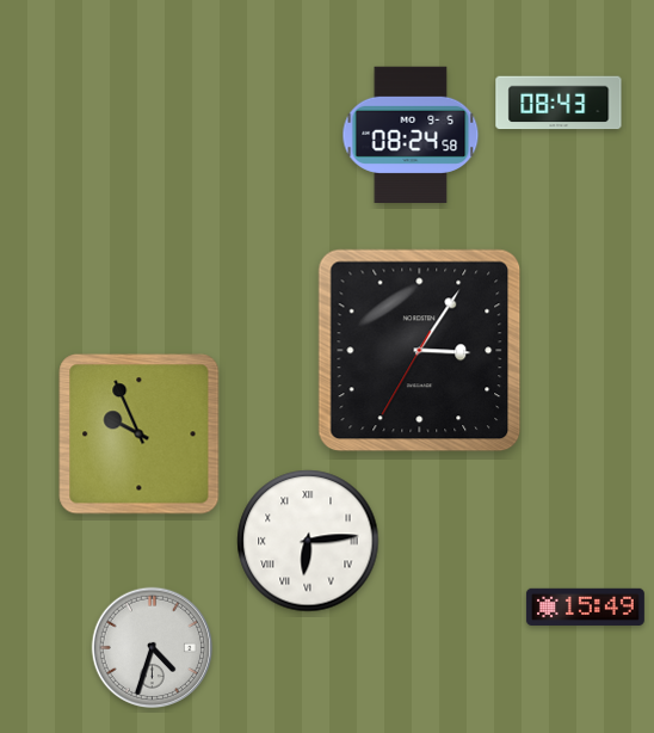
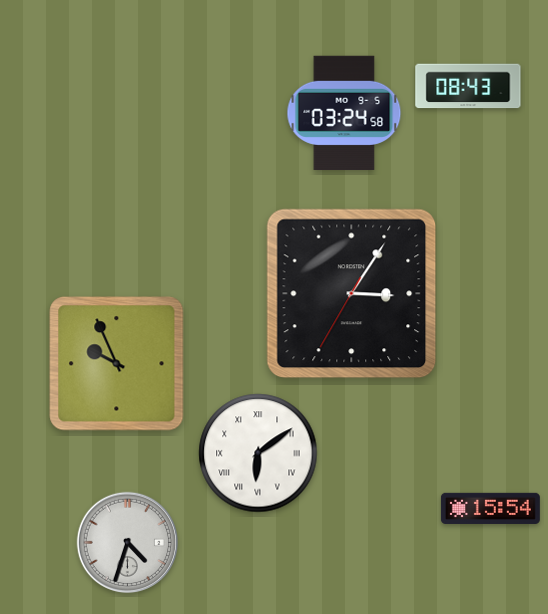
clock at (411, 134): 08:24 -> 03:24
clock at (308, 541): 6:14 -> 6:09
clock at (585, 606): 15:49 -> 15:54
